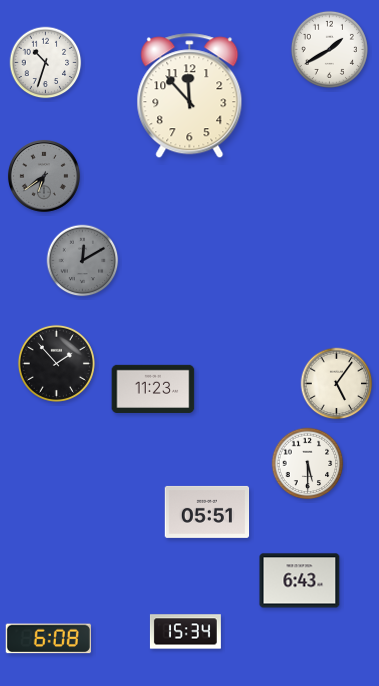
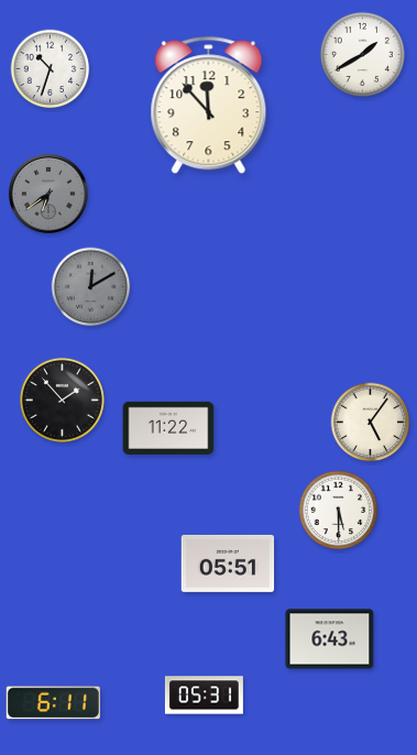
clock at (153, 388): 11:23 -> 11:22
clock at (185, 632): 15:34 -> 05:31
clock at (48, 639): 6:08 -> 6:11
